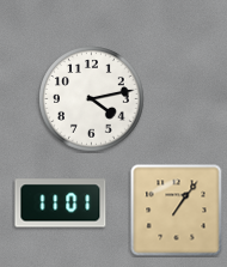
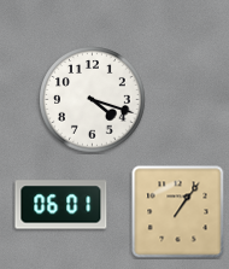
clock at (92, 99): 4:13 -> 4:18
clock at (61, 204): 11:01 -> 06:01
